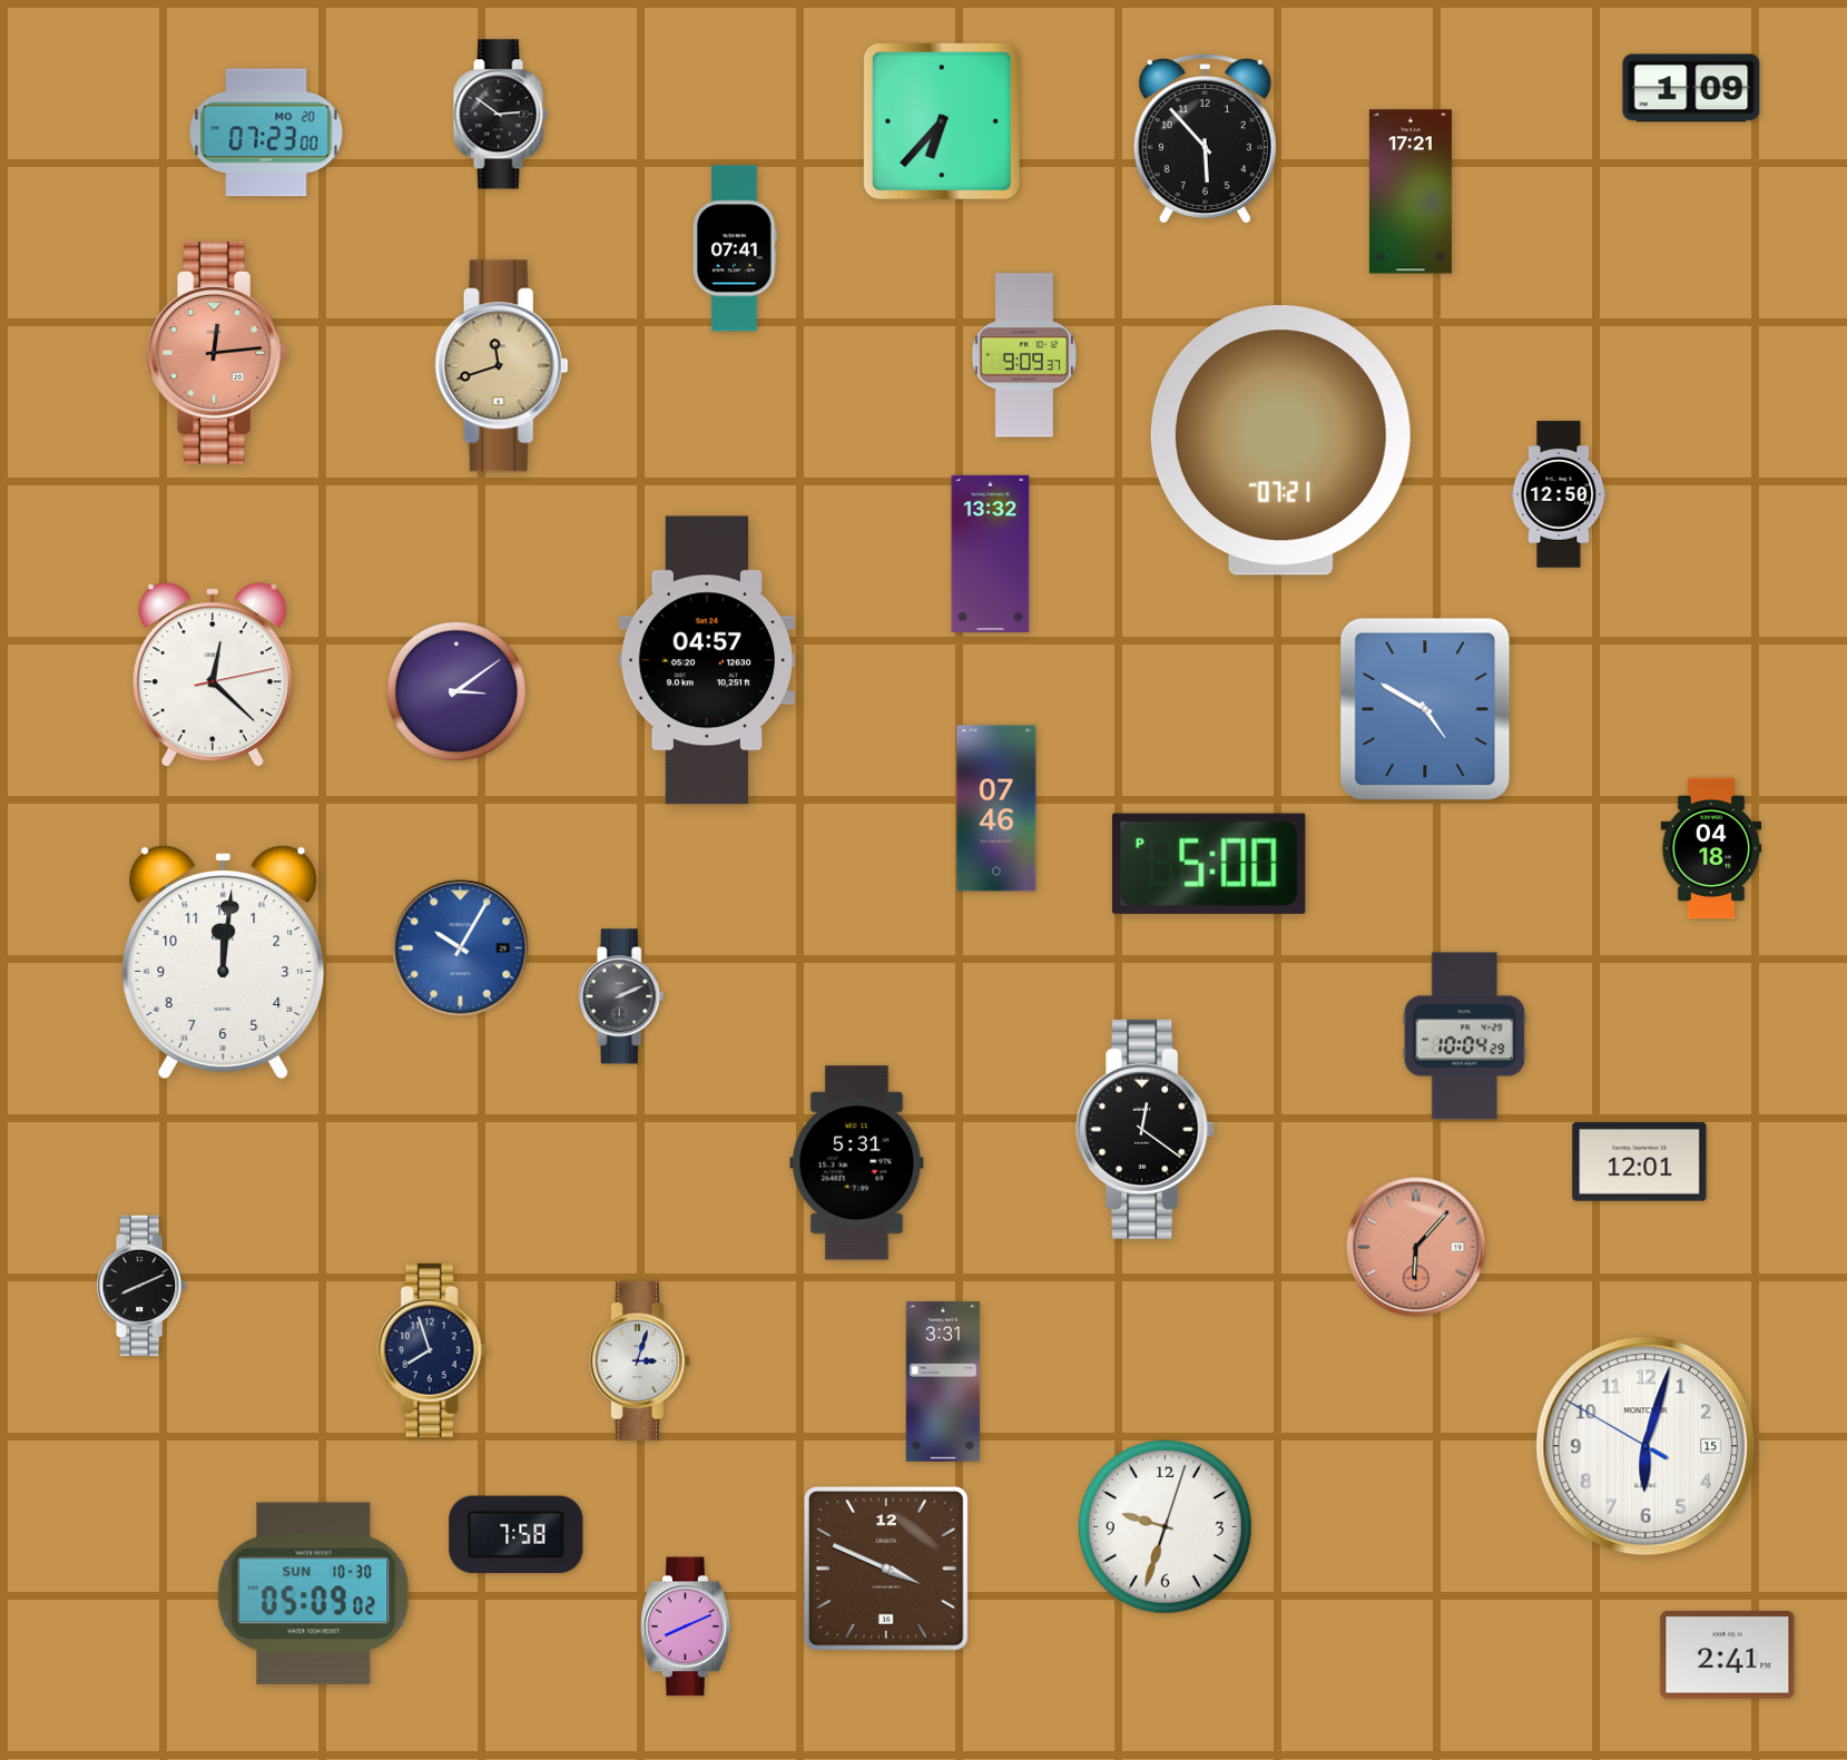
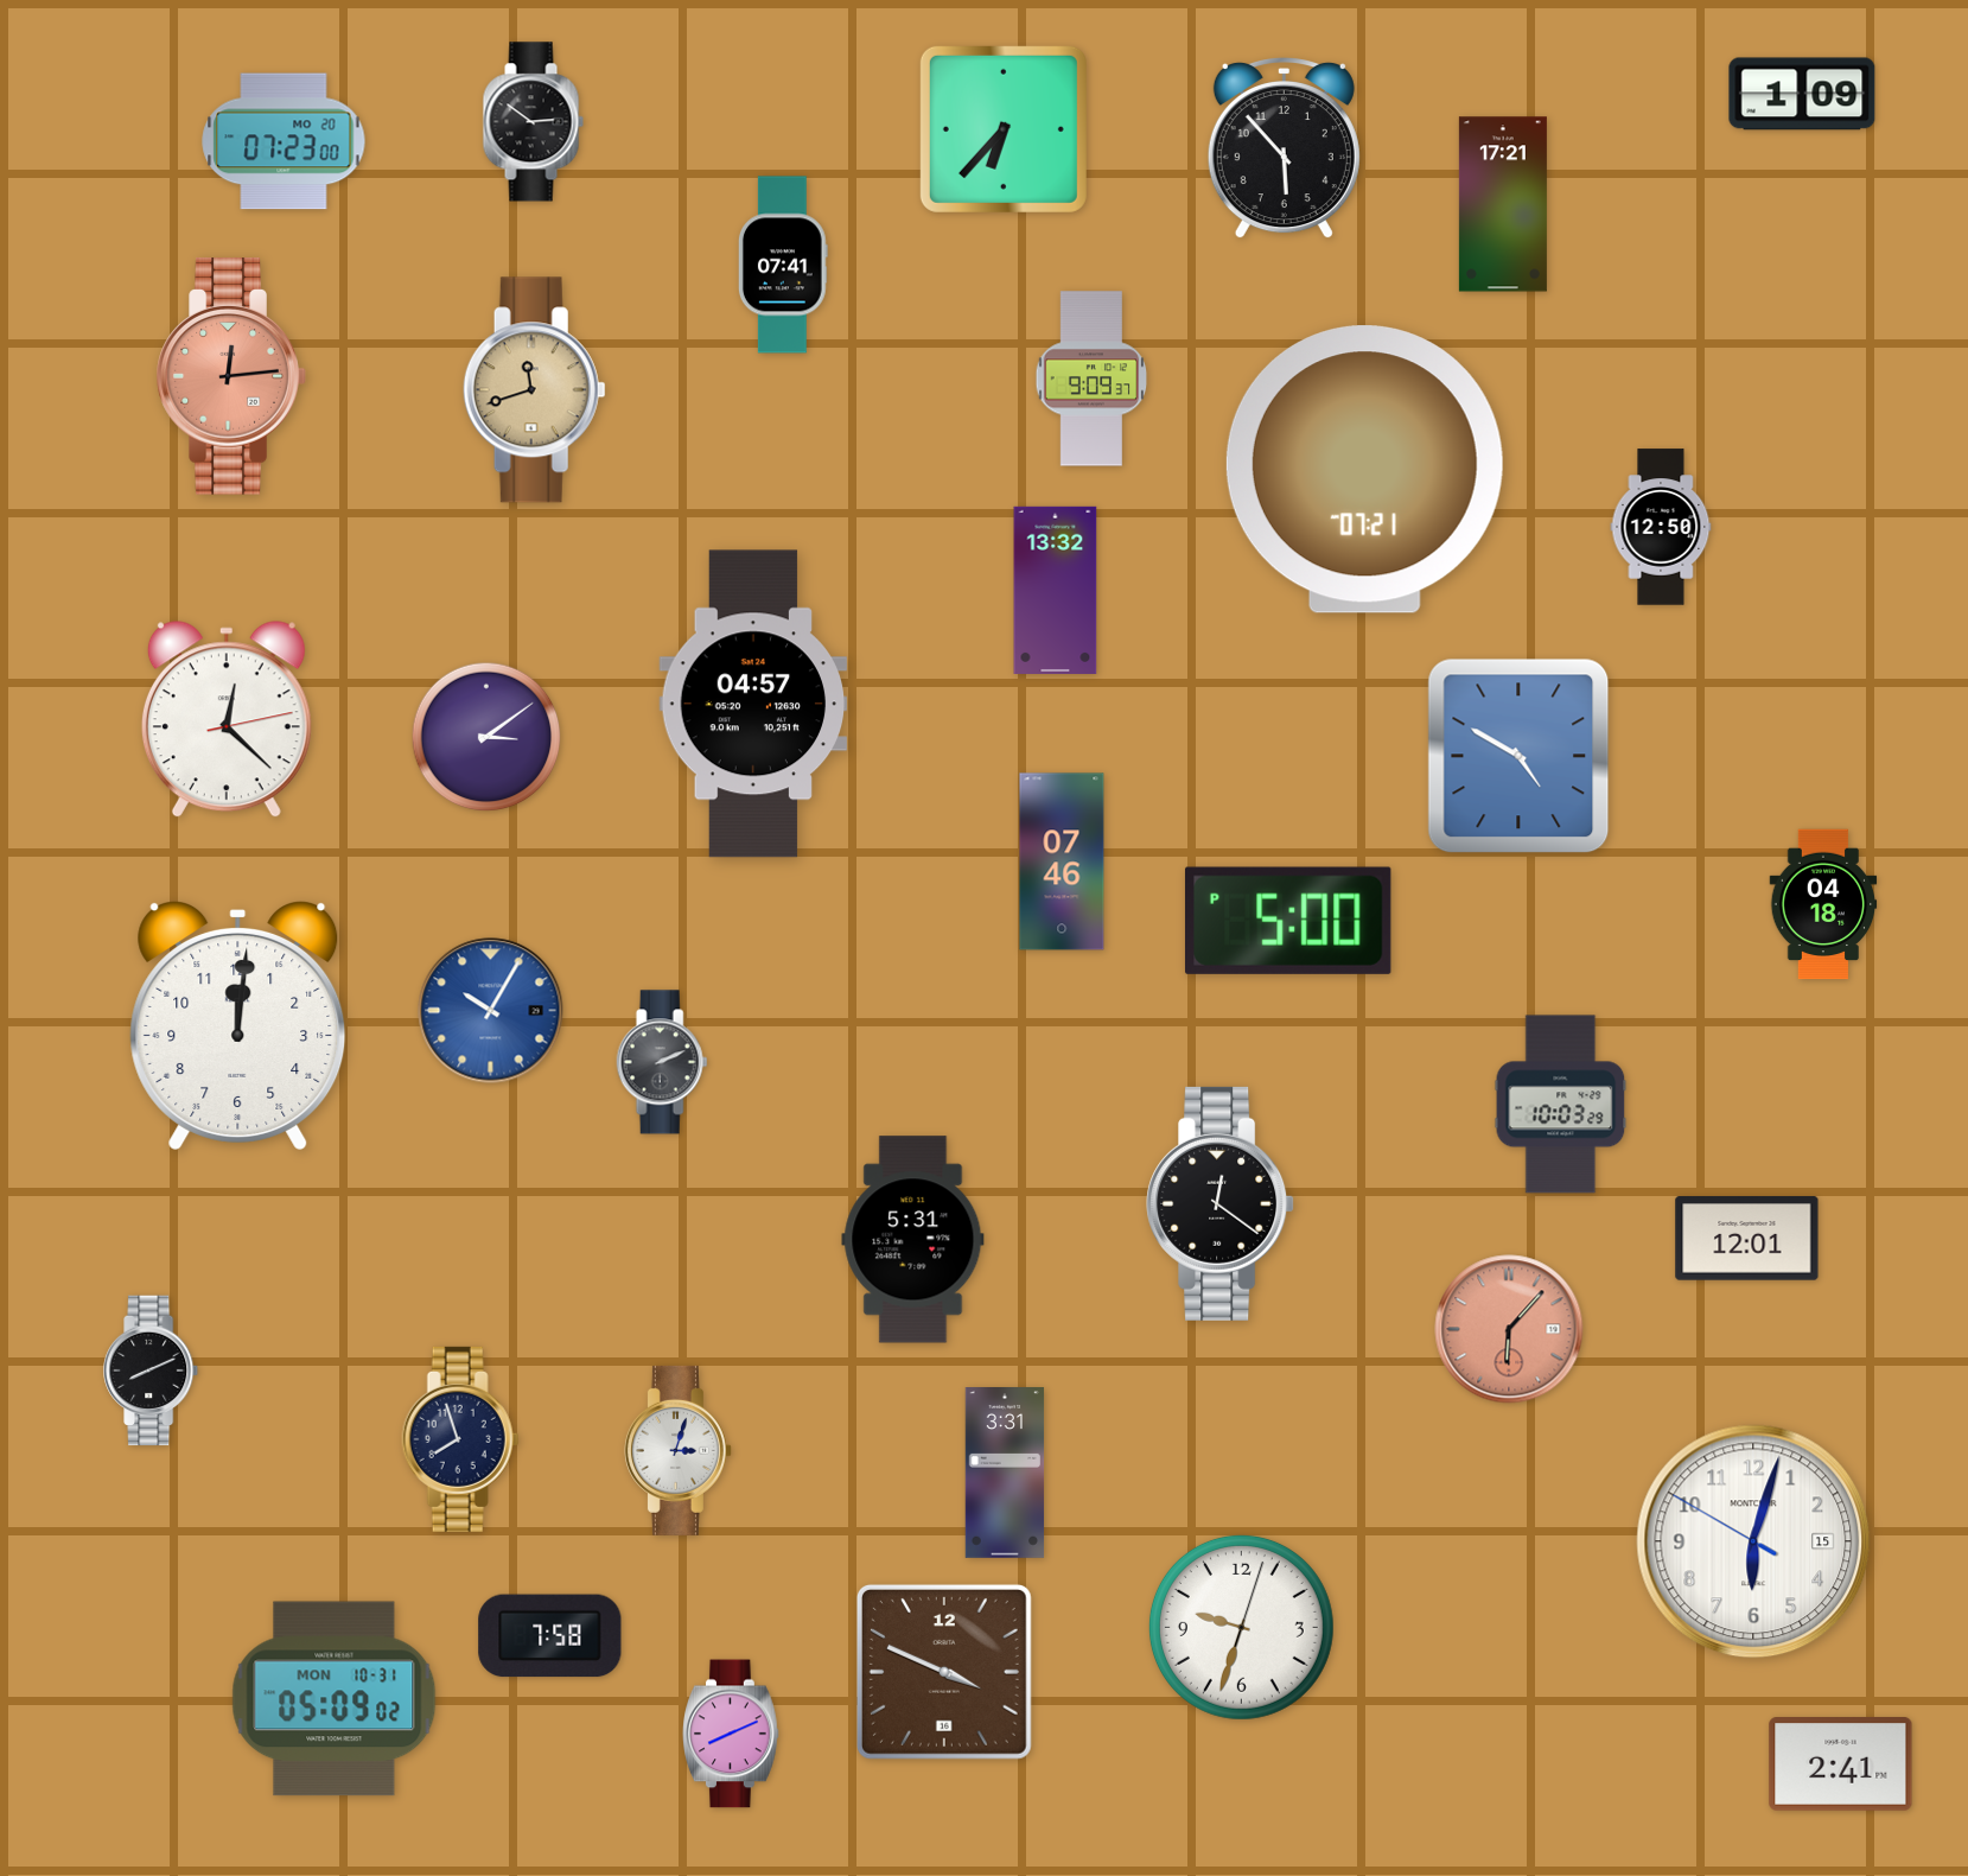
clock at (1465, 1036): 10:04 -> 10:03
clock at (639, 1360) position: (639, 1360) -> (677, 1450)
clock at (314, 1594) date: SUN 10-30 -> MON 10-31
